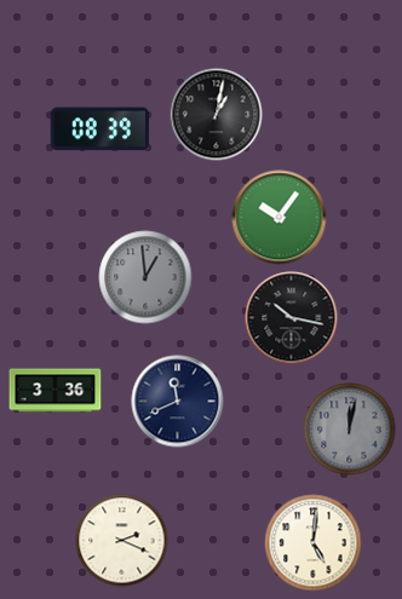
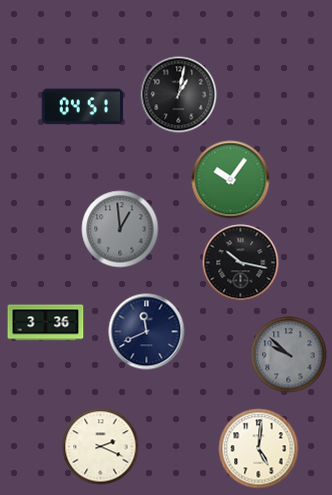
clock at (100, 129): 08:39 -> 04:51
clock at (350, 430): 12:02 -> 9:52
